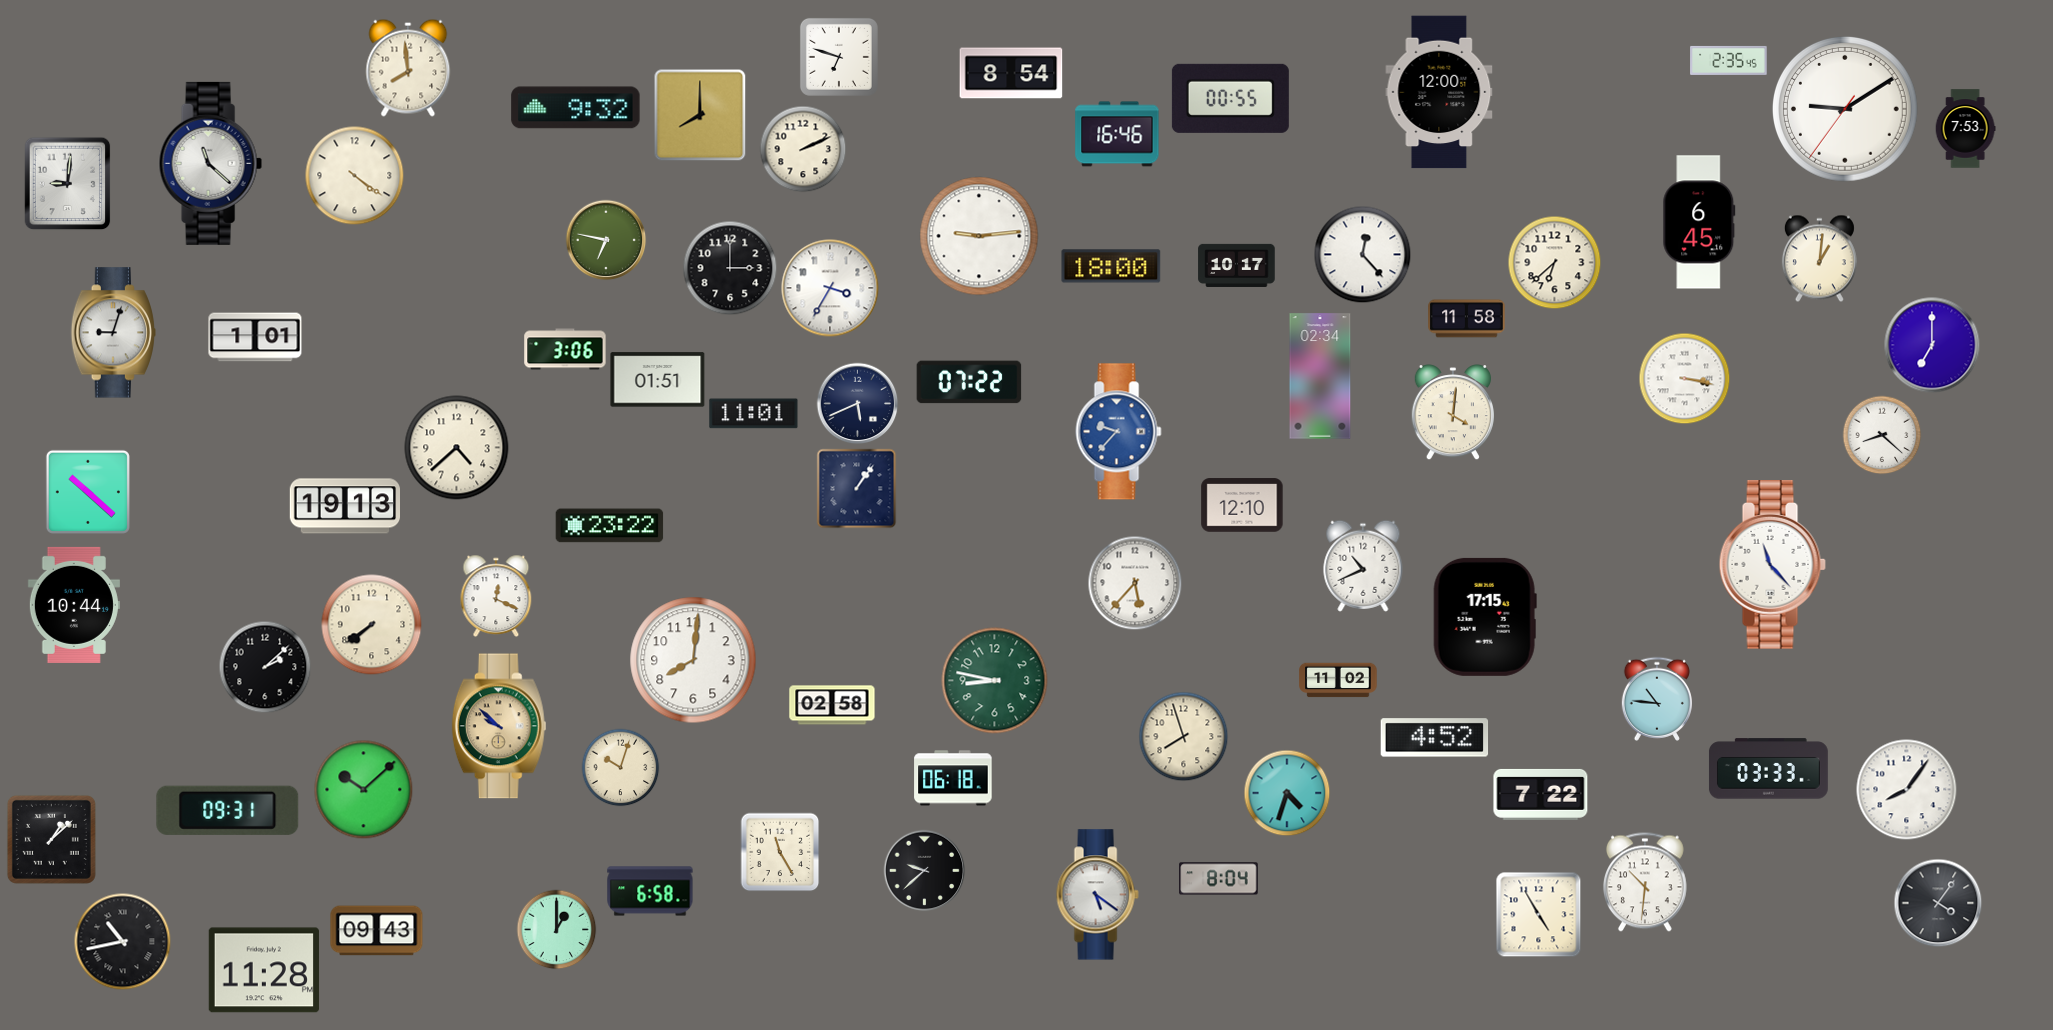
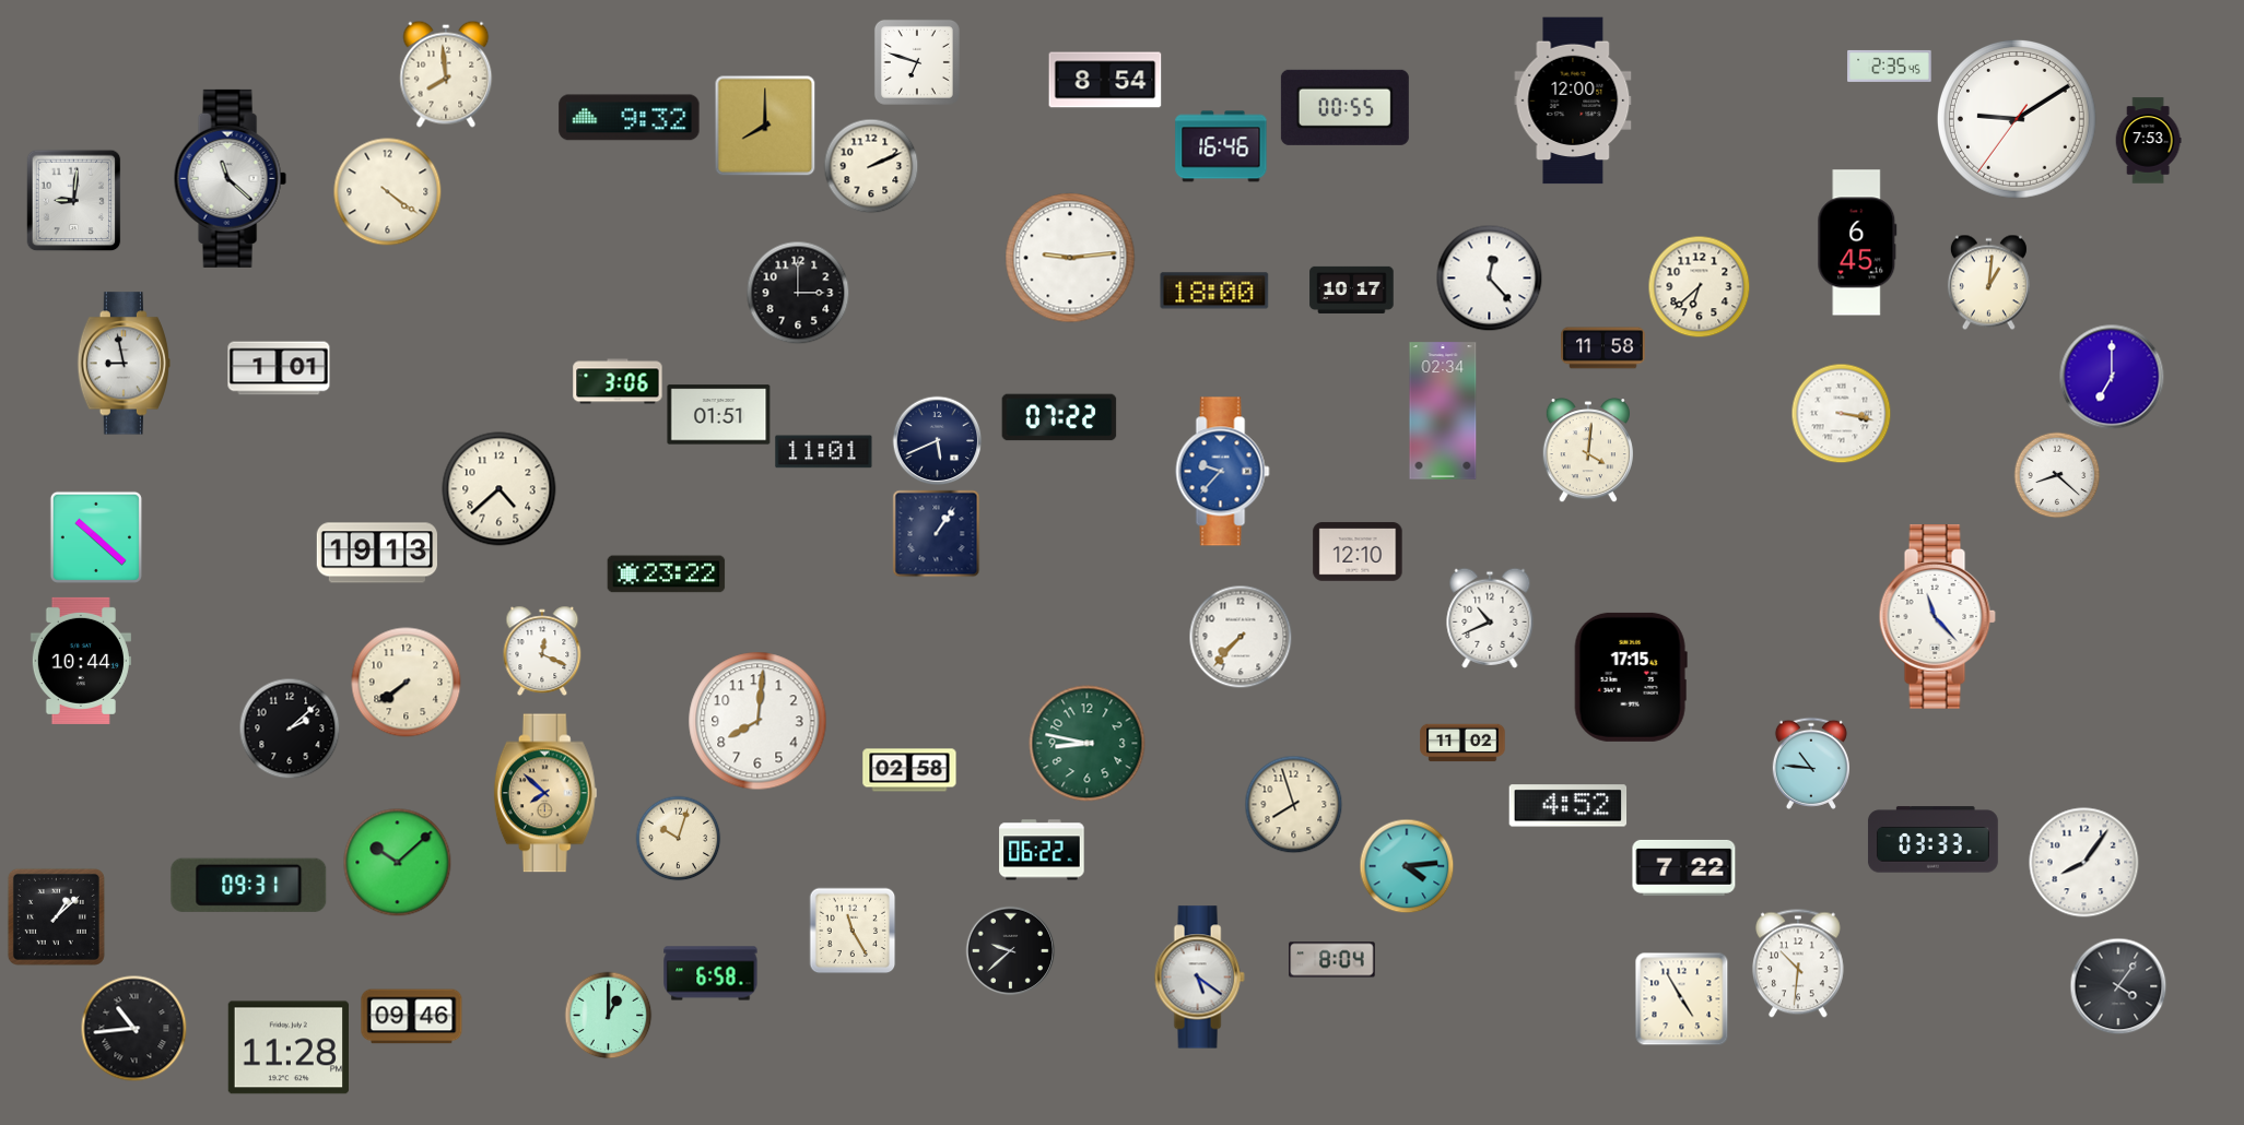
clock at (803, 149) position: (803, 149) -> (871, 166)
clock at (606, 240): 6:47 -> none
clock at (830, 288): 3:35 -> none
clock at (113, 333): 9:03 -> 8:58
clock at (1135, 583): 5:37 -> 7:37
clock at (1485, 617) position: (1485, 617) -> (1631, 677)
clock at (499, 726): 9:52 -> 7:52
clock at (953, 778): 06:18 -> 06:22
clock at (1287, 793): 4:33 -> 4:14
clock at (377, 931): 09:43 -> 09:46
clock at (122, 941): 10:43 -> 10:44
clock at (264, 970) position: (264, 970) -> (289, 1047)
